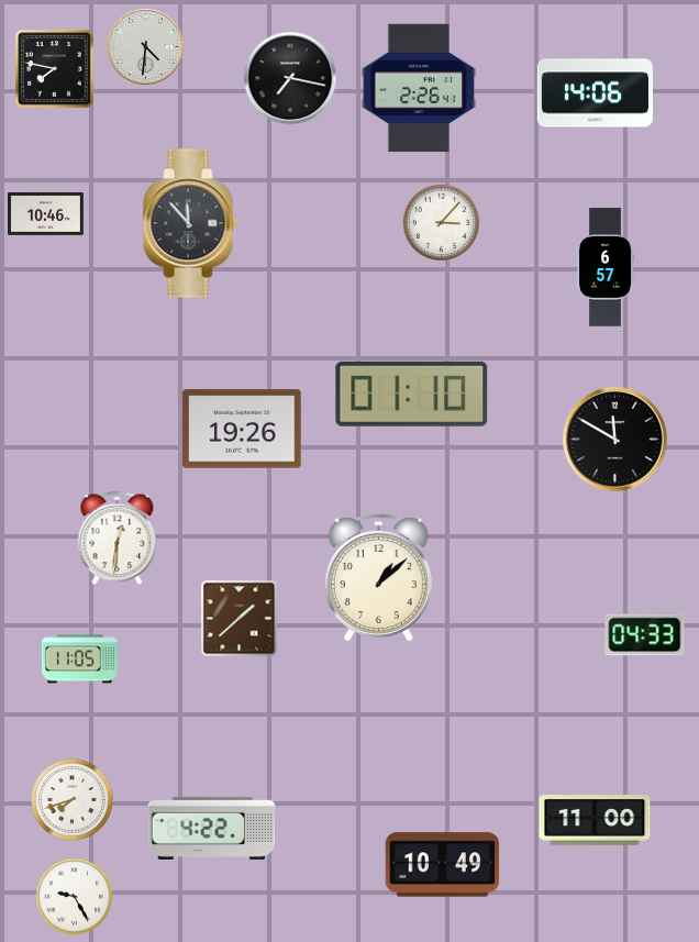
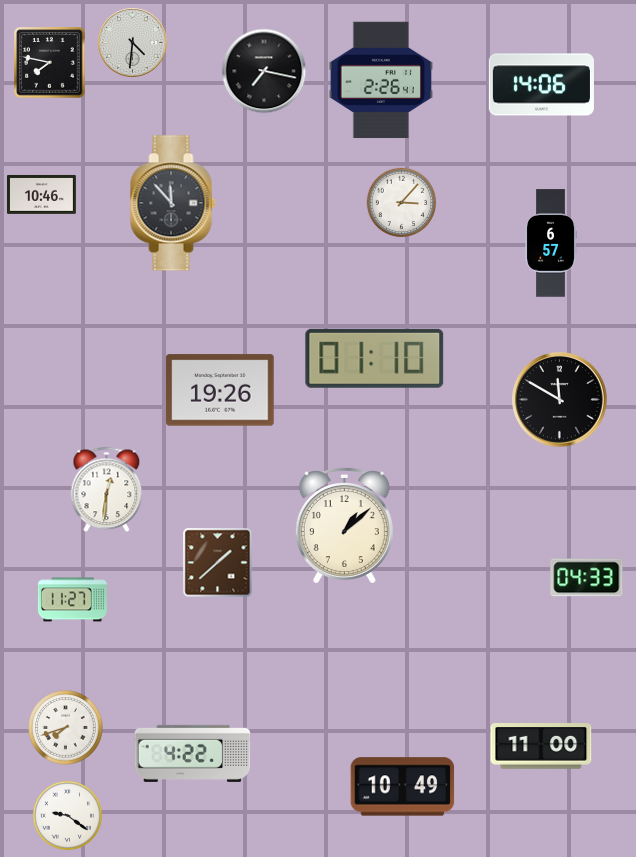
clock at (79, 660): 11:05 -> 11:27
clock at (75, 897): 9:25 -> 9:21
